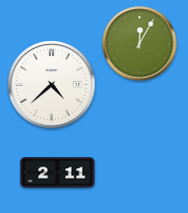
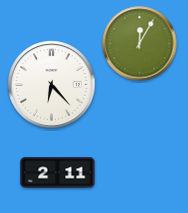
clock at (52, 85): 4:38 -> 6:23
